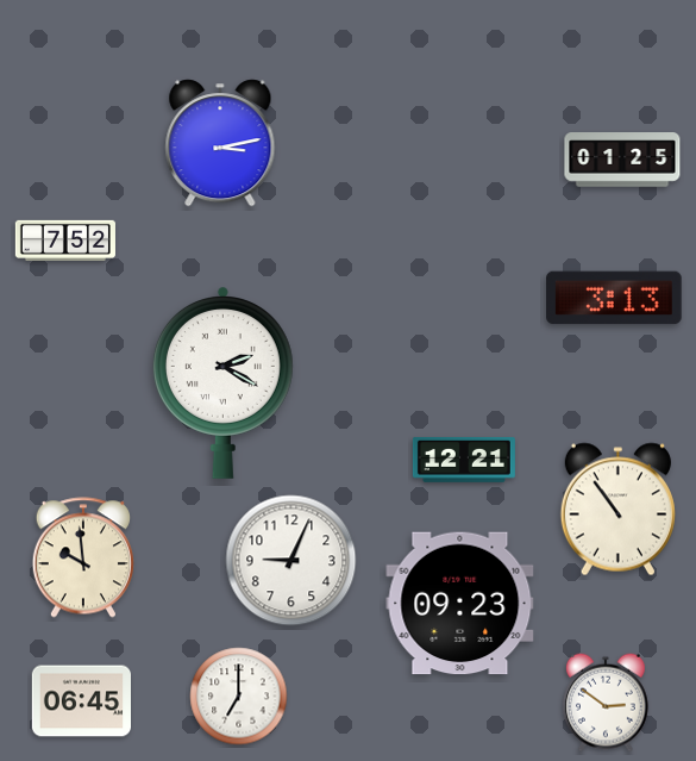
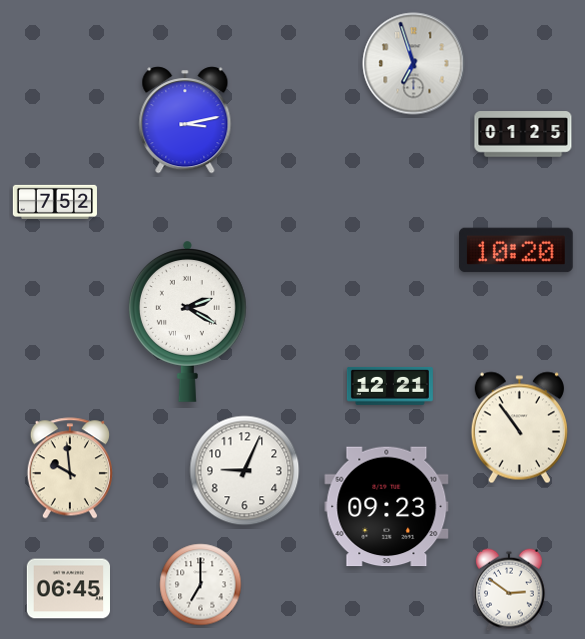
clock at (414, 64): none -> 6:57
clock at (614, 298): 3:13 -> 10:20
